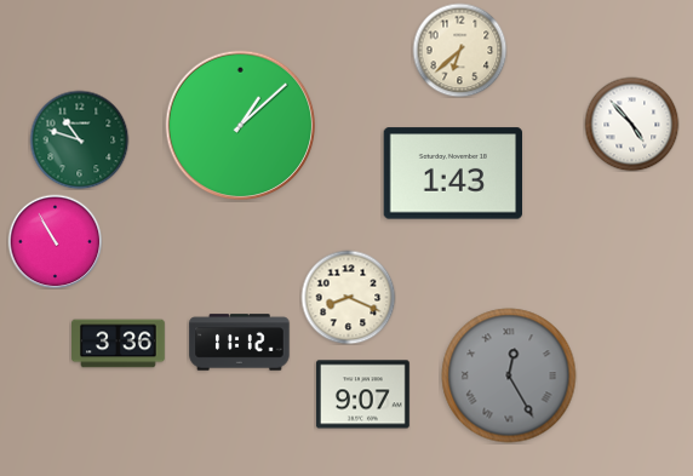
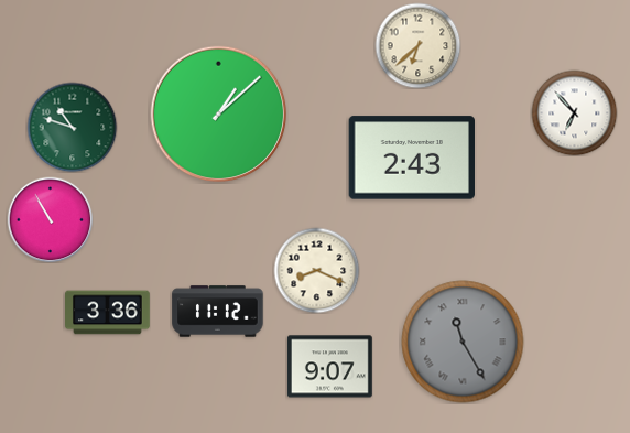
clock at (631, 124): 4:53 -> 6:53
clock at (452, 173): 1:43 -> 2:43
clock at (509, 375): 12:25 -> 11:25
clock at (362, 395) position: (362, 395) -> (329, 367)
